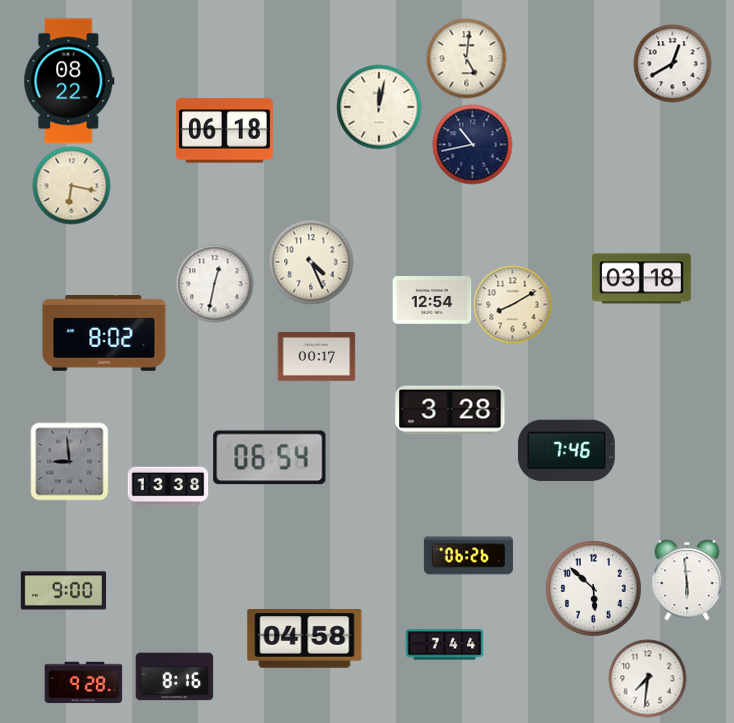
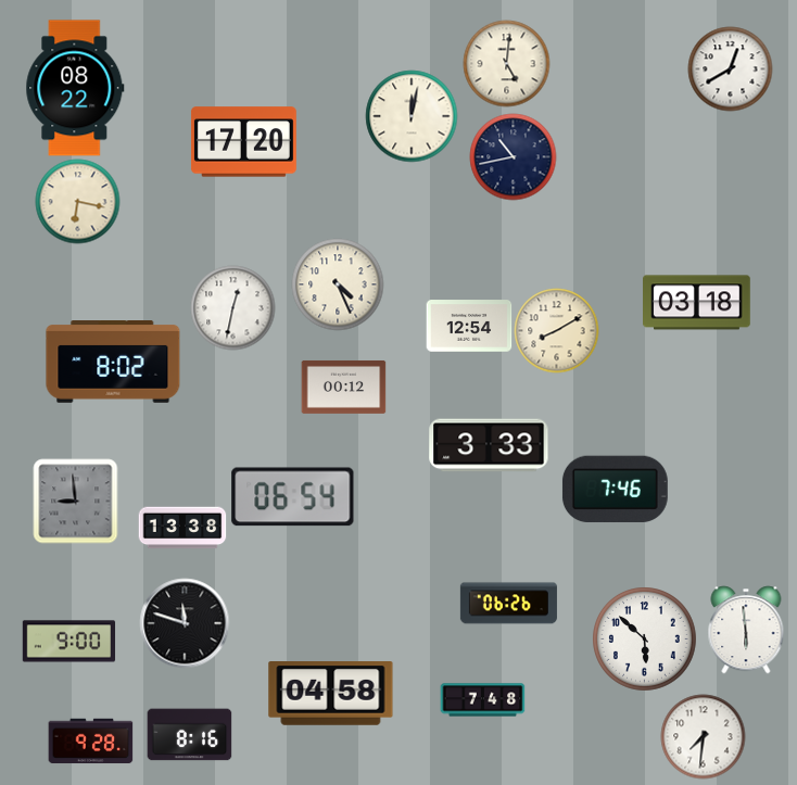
clock at (224, 131): 06:18 -> 17:20
clock at (316, 356): 00:17 -> 00:12
clock at (450, 410): 3:28 -> 3:33
clock at (185, 623): none -> 11:48
clock at (444, 645): 7:44 -> 7:48
